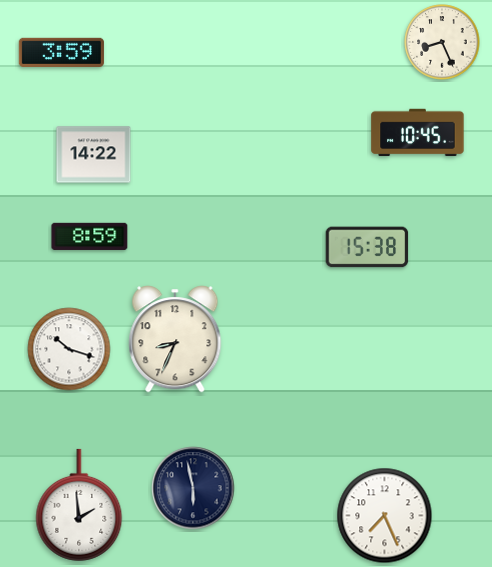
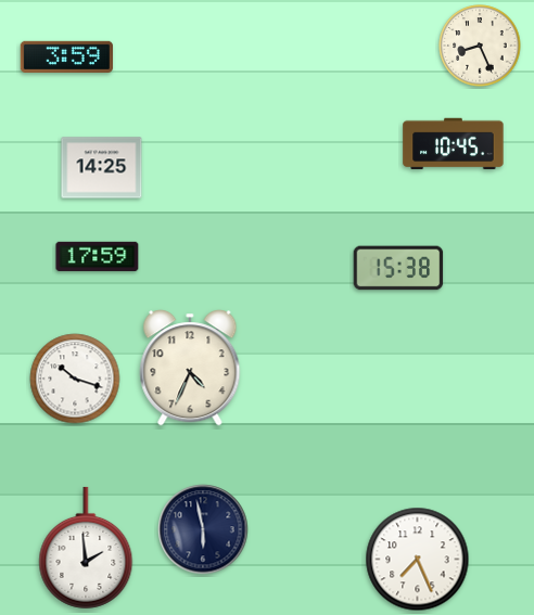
clock at (94, 155): 14:22 -> 14:25
clock at (90, 236): 8:59 -> 17:59
clock at (175, 339): 8:34 -> 4:34
clock at (193, 488) position: (193, 488) -> (203, 529)
